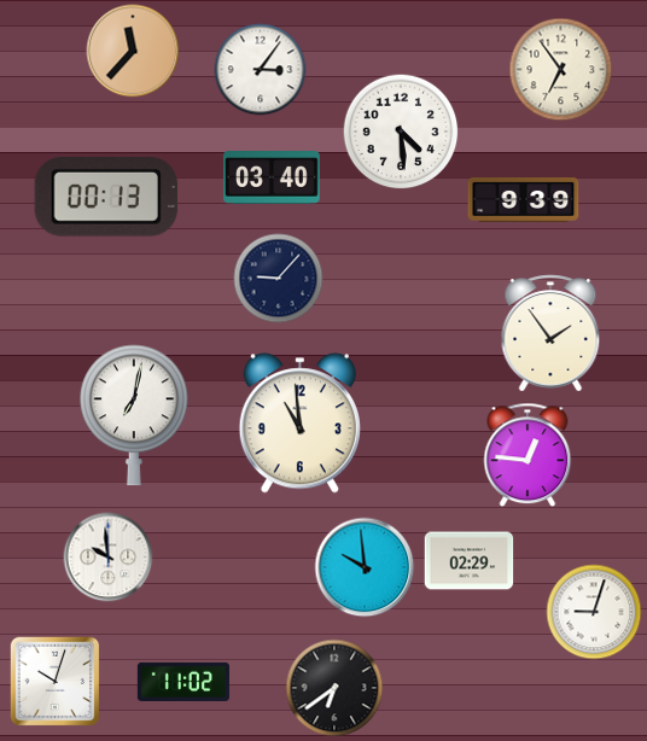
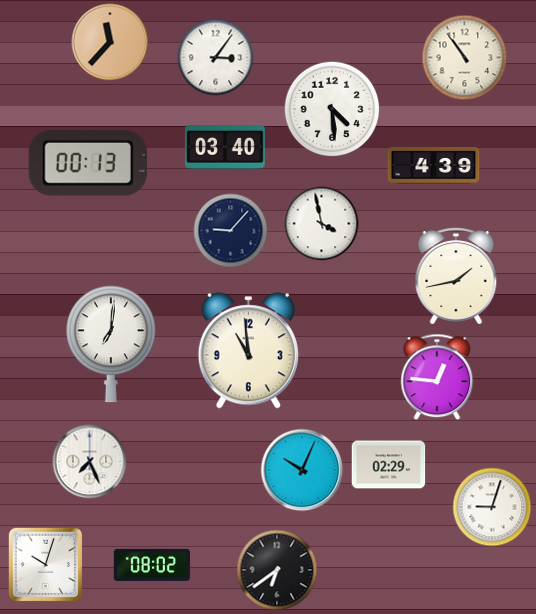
clock at (561, 70): 6:54 -> 10:54
clock at (524, 200): 9:39 -> 4:39
clock at (322, 224): none -> 3:58
clock at (550, 333): 1:54 -> 1:43
clock at (135, 415): 7:02 -> 7:01
clock at (109, 558): 9:59 -> 7:26
clock at (365, 567): 9:59 -> 10:04
clock at (183, 682): 11:02 -> 08:02
